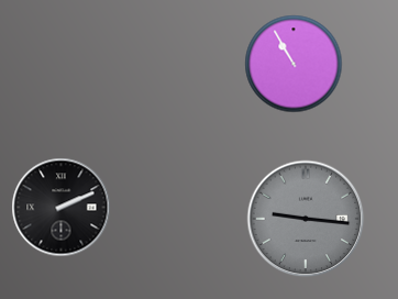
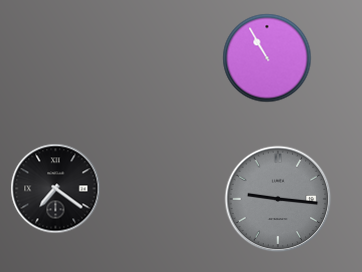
clock at (62, 208): 2:11 -> 7:21
